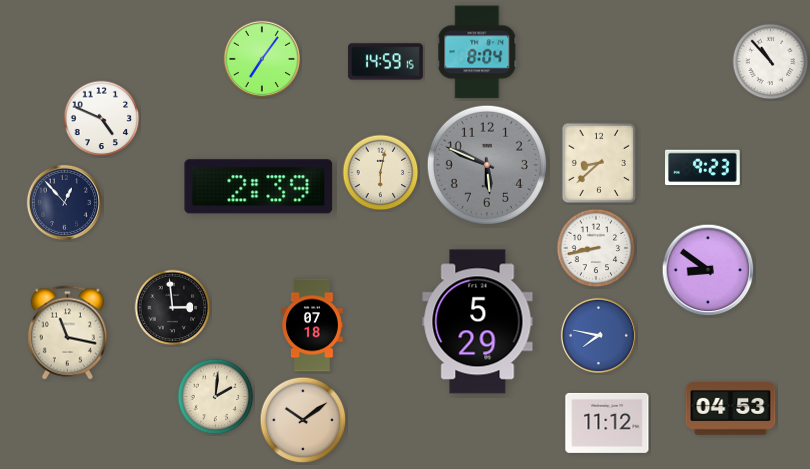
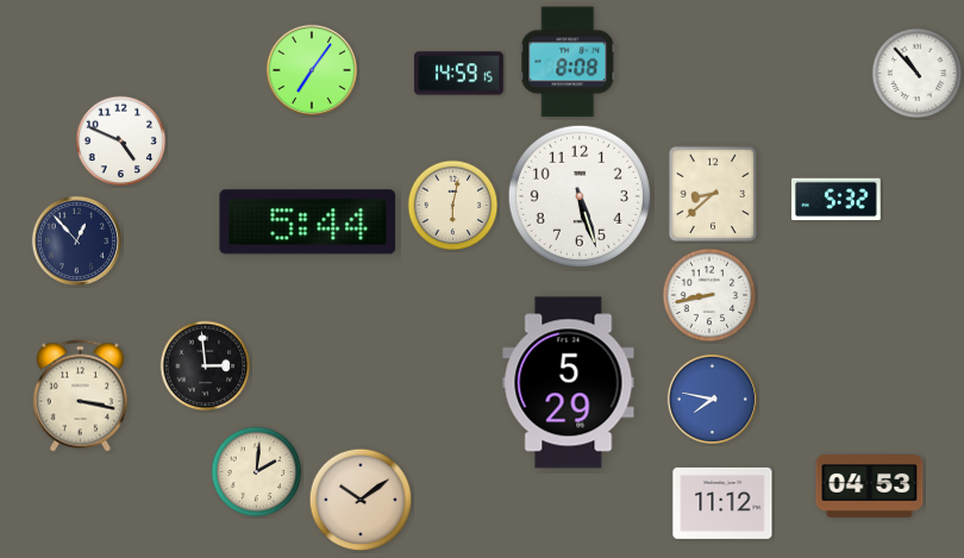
clock at (477, 52): 8:04 -> 8:08
clock at (487, 165): 5:49 -> 5:27
clock at (487, 165) dial: grey -> white
clock at (703, 168): 9:23 -> 5:32
clock at (259, 187): 2:39 -> 5:44
clock at (708, 270): 8:51 -> none
clock at (313, 325): 07:18 -> none
clock at (67, 333): 11:17 -> 3:17
